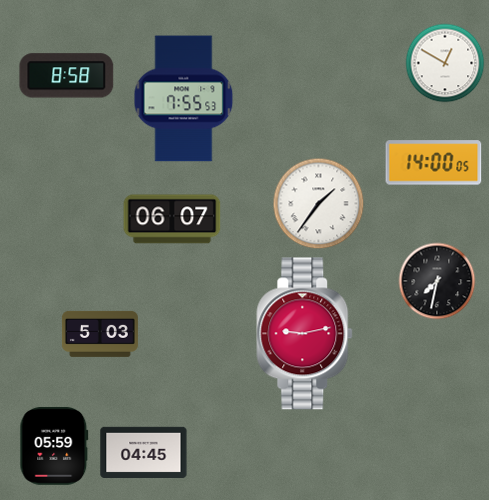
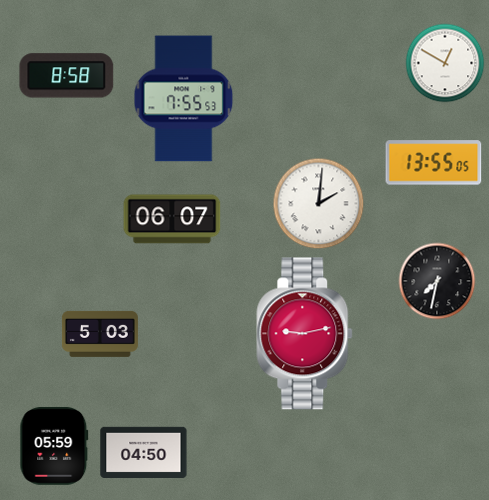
clock at (434, 163): 14:00 -> 13:55
clock at (319, 204): 1:36 -> 2:01
clock at (144, 452): 04:45 -> 04:50
